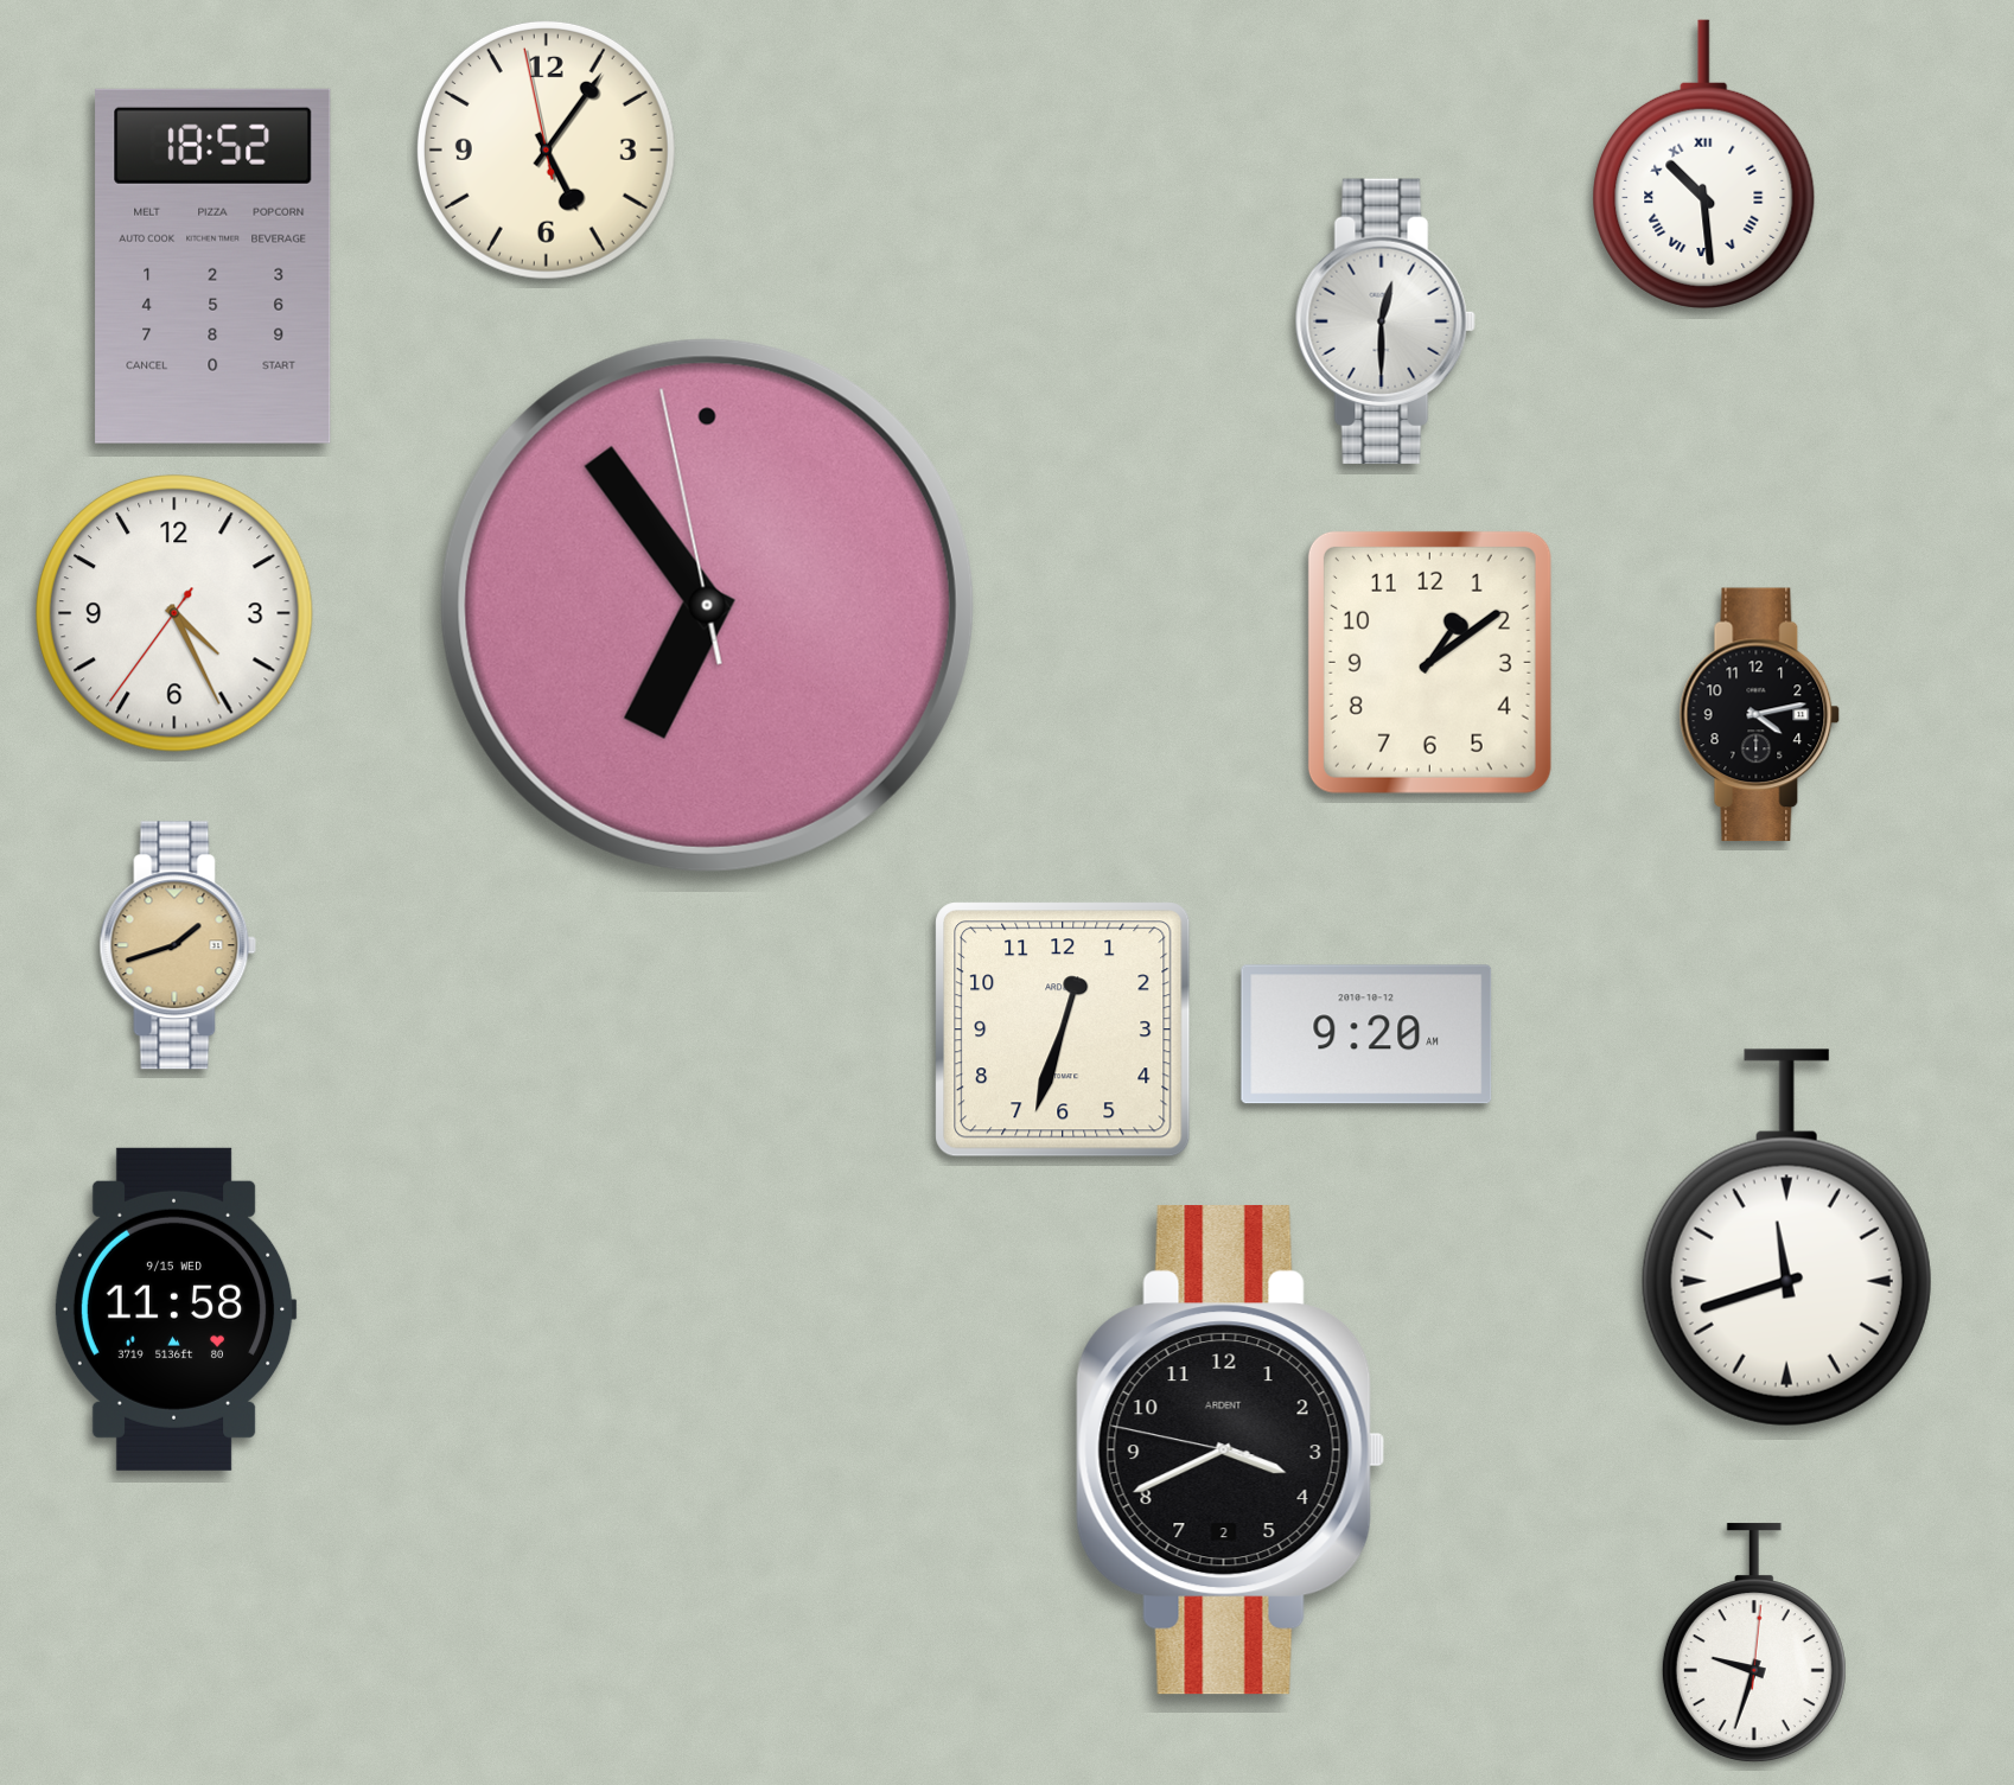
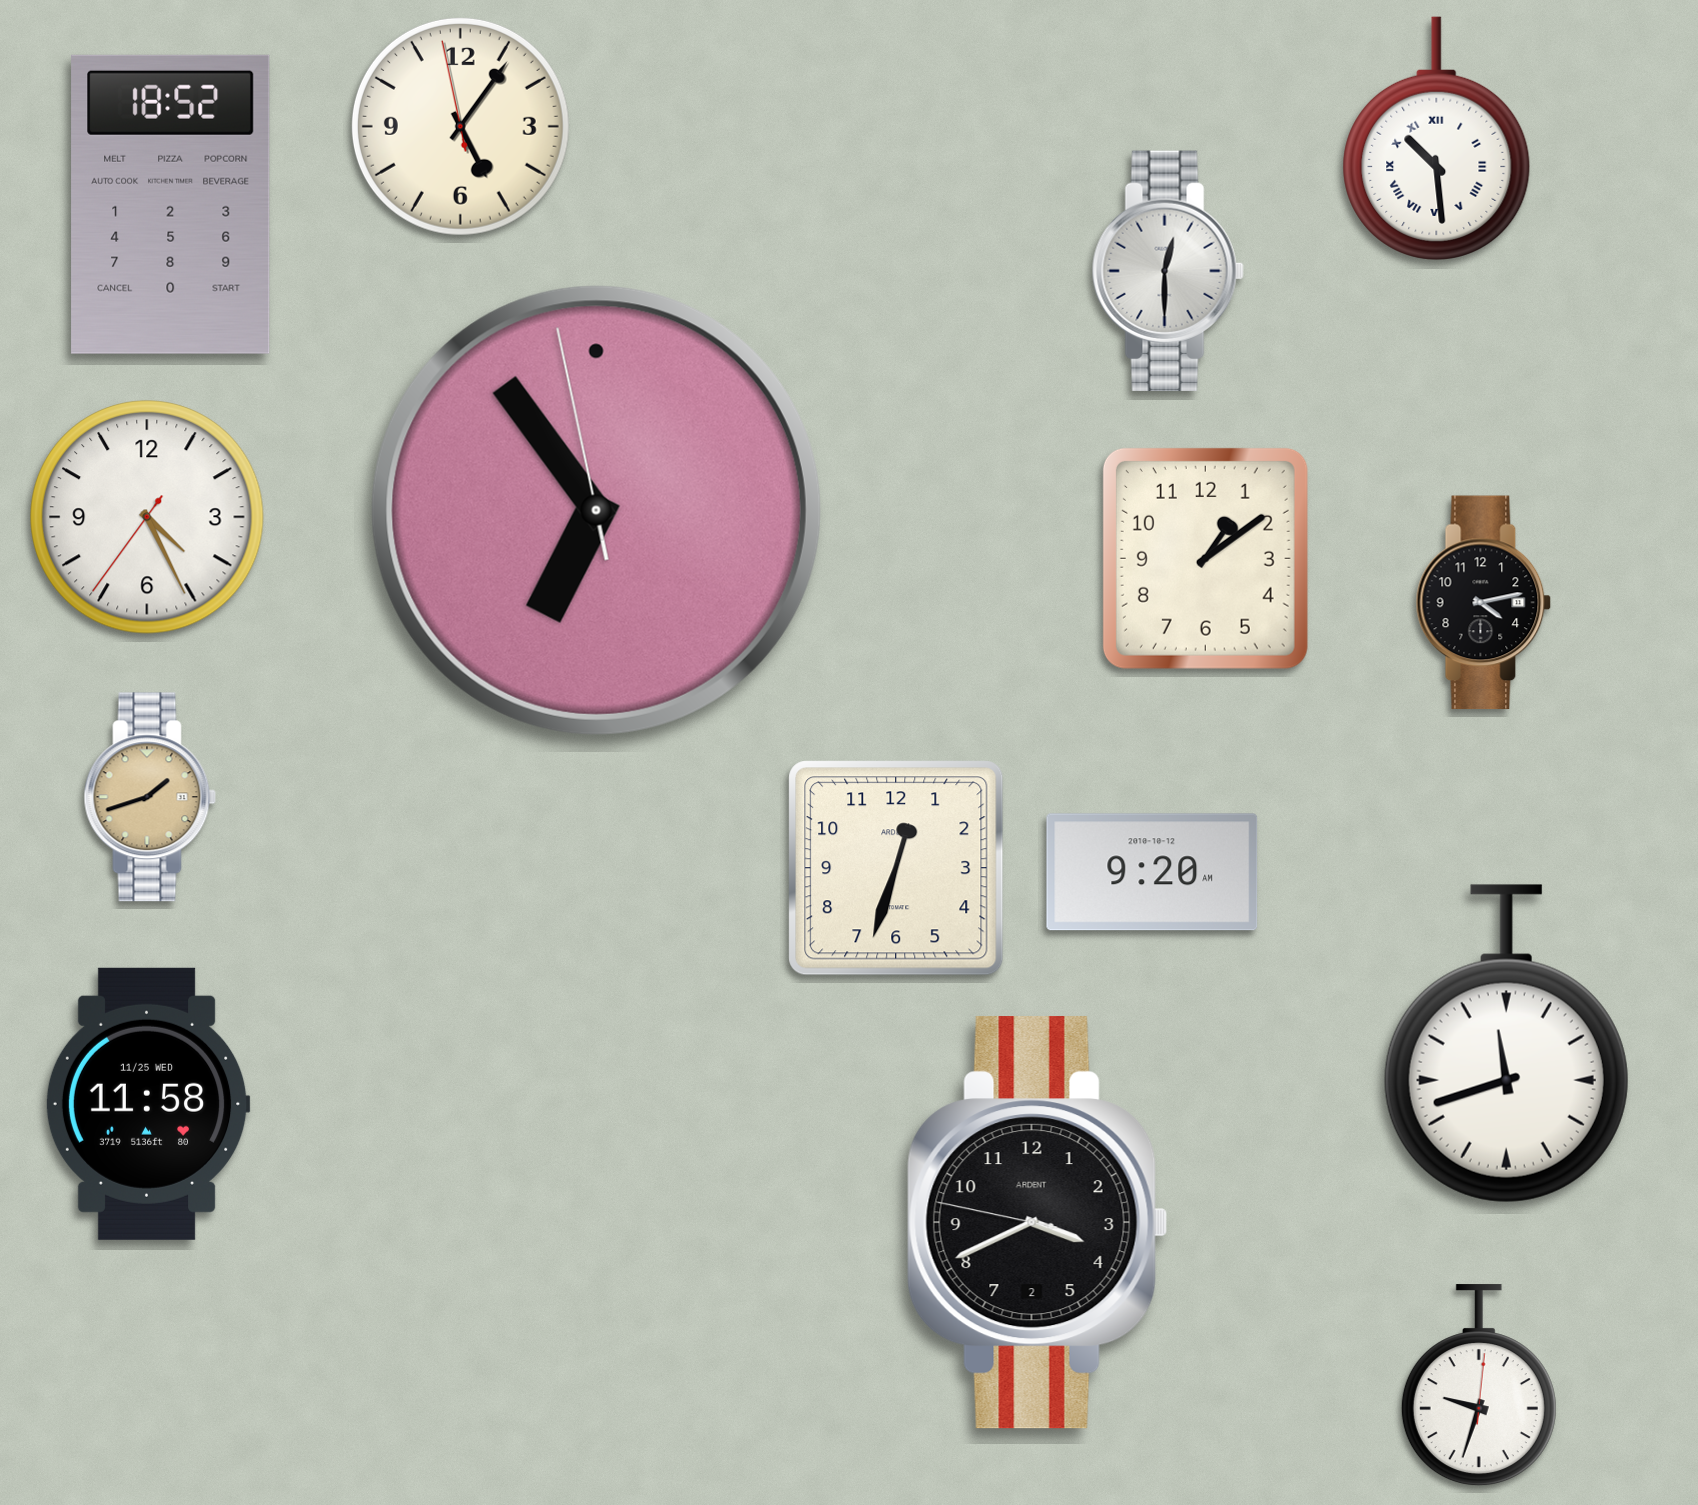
clock at (213, 266) position: (213, 266) -> (171, 204)
clock at (176, 1309) date: 9/15 WED -> 11/25 WED
